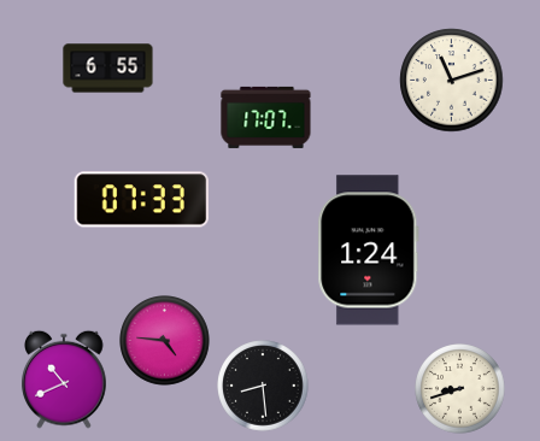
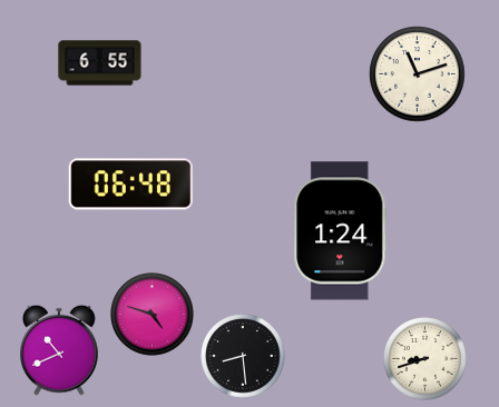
clock at (266, 117): 17:07 -> none
clock at (141, 200): 07:33 -> 06:48
clock at (165, 341): 4:46 -> 4:48
